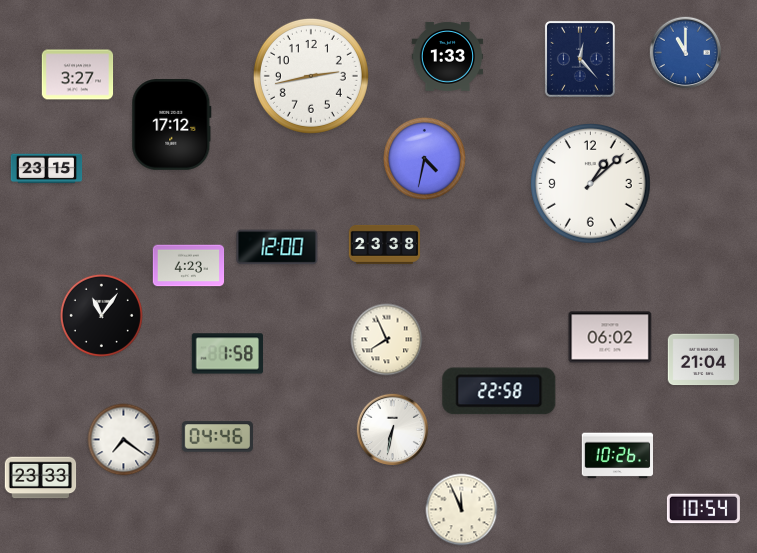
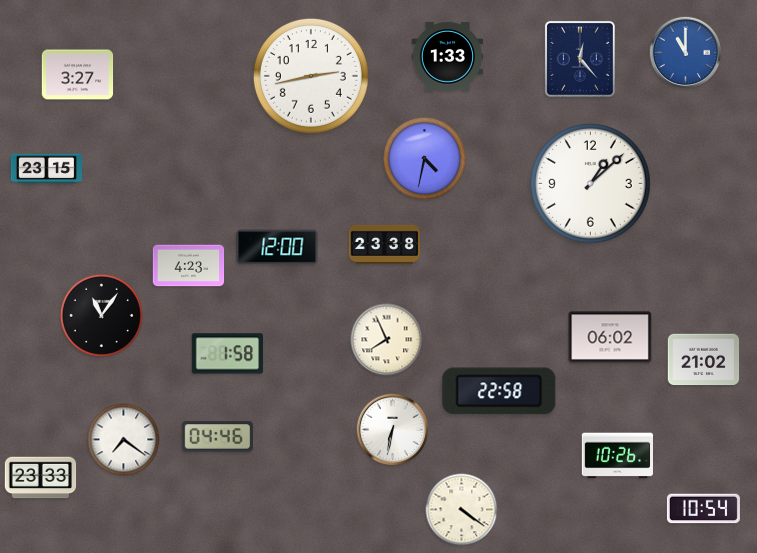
clock at (172, 125): 17:12 -> none
clock at (704, 360): 21:04 -> 21:02
clock at (462, 510): 11:56 -> 4:21
